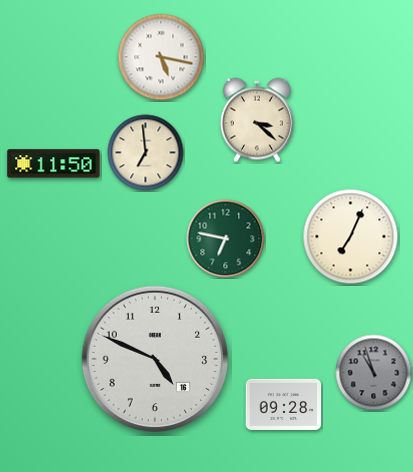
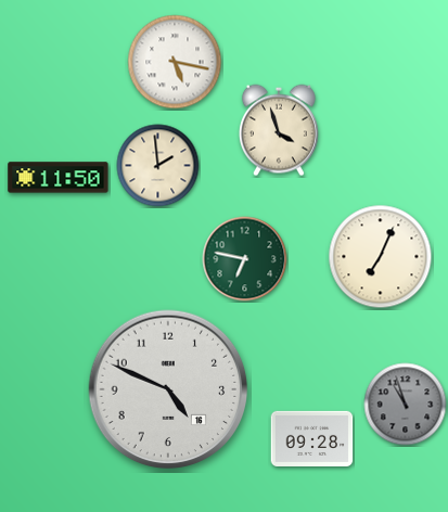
clock at (257, 120): 3:22 -> 3:57
clock at (146, 153): 6:59 -> 1:59
clock at (284, 404) position: (284, 404) -> (312, 438)
